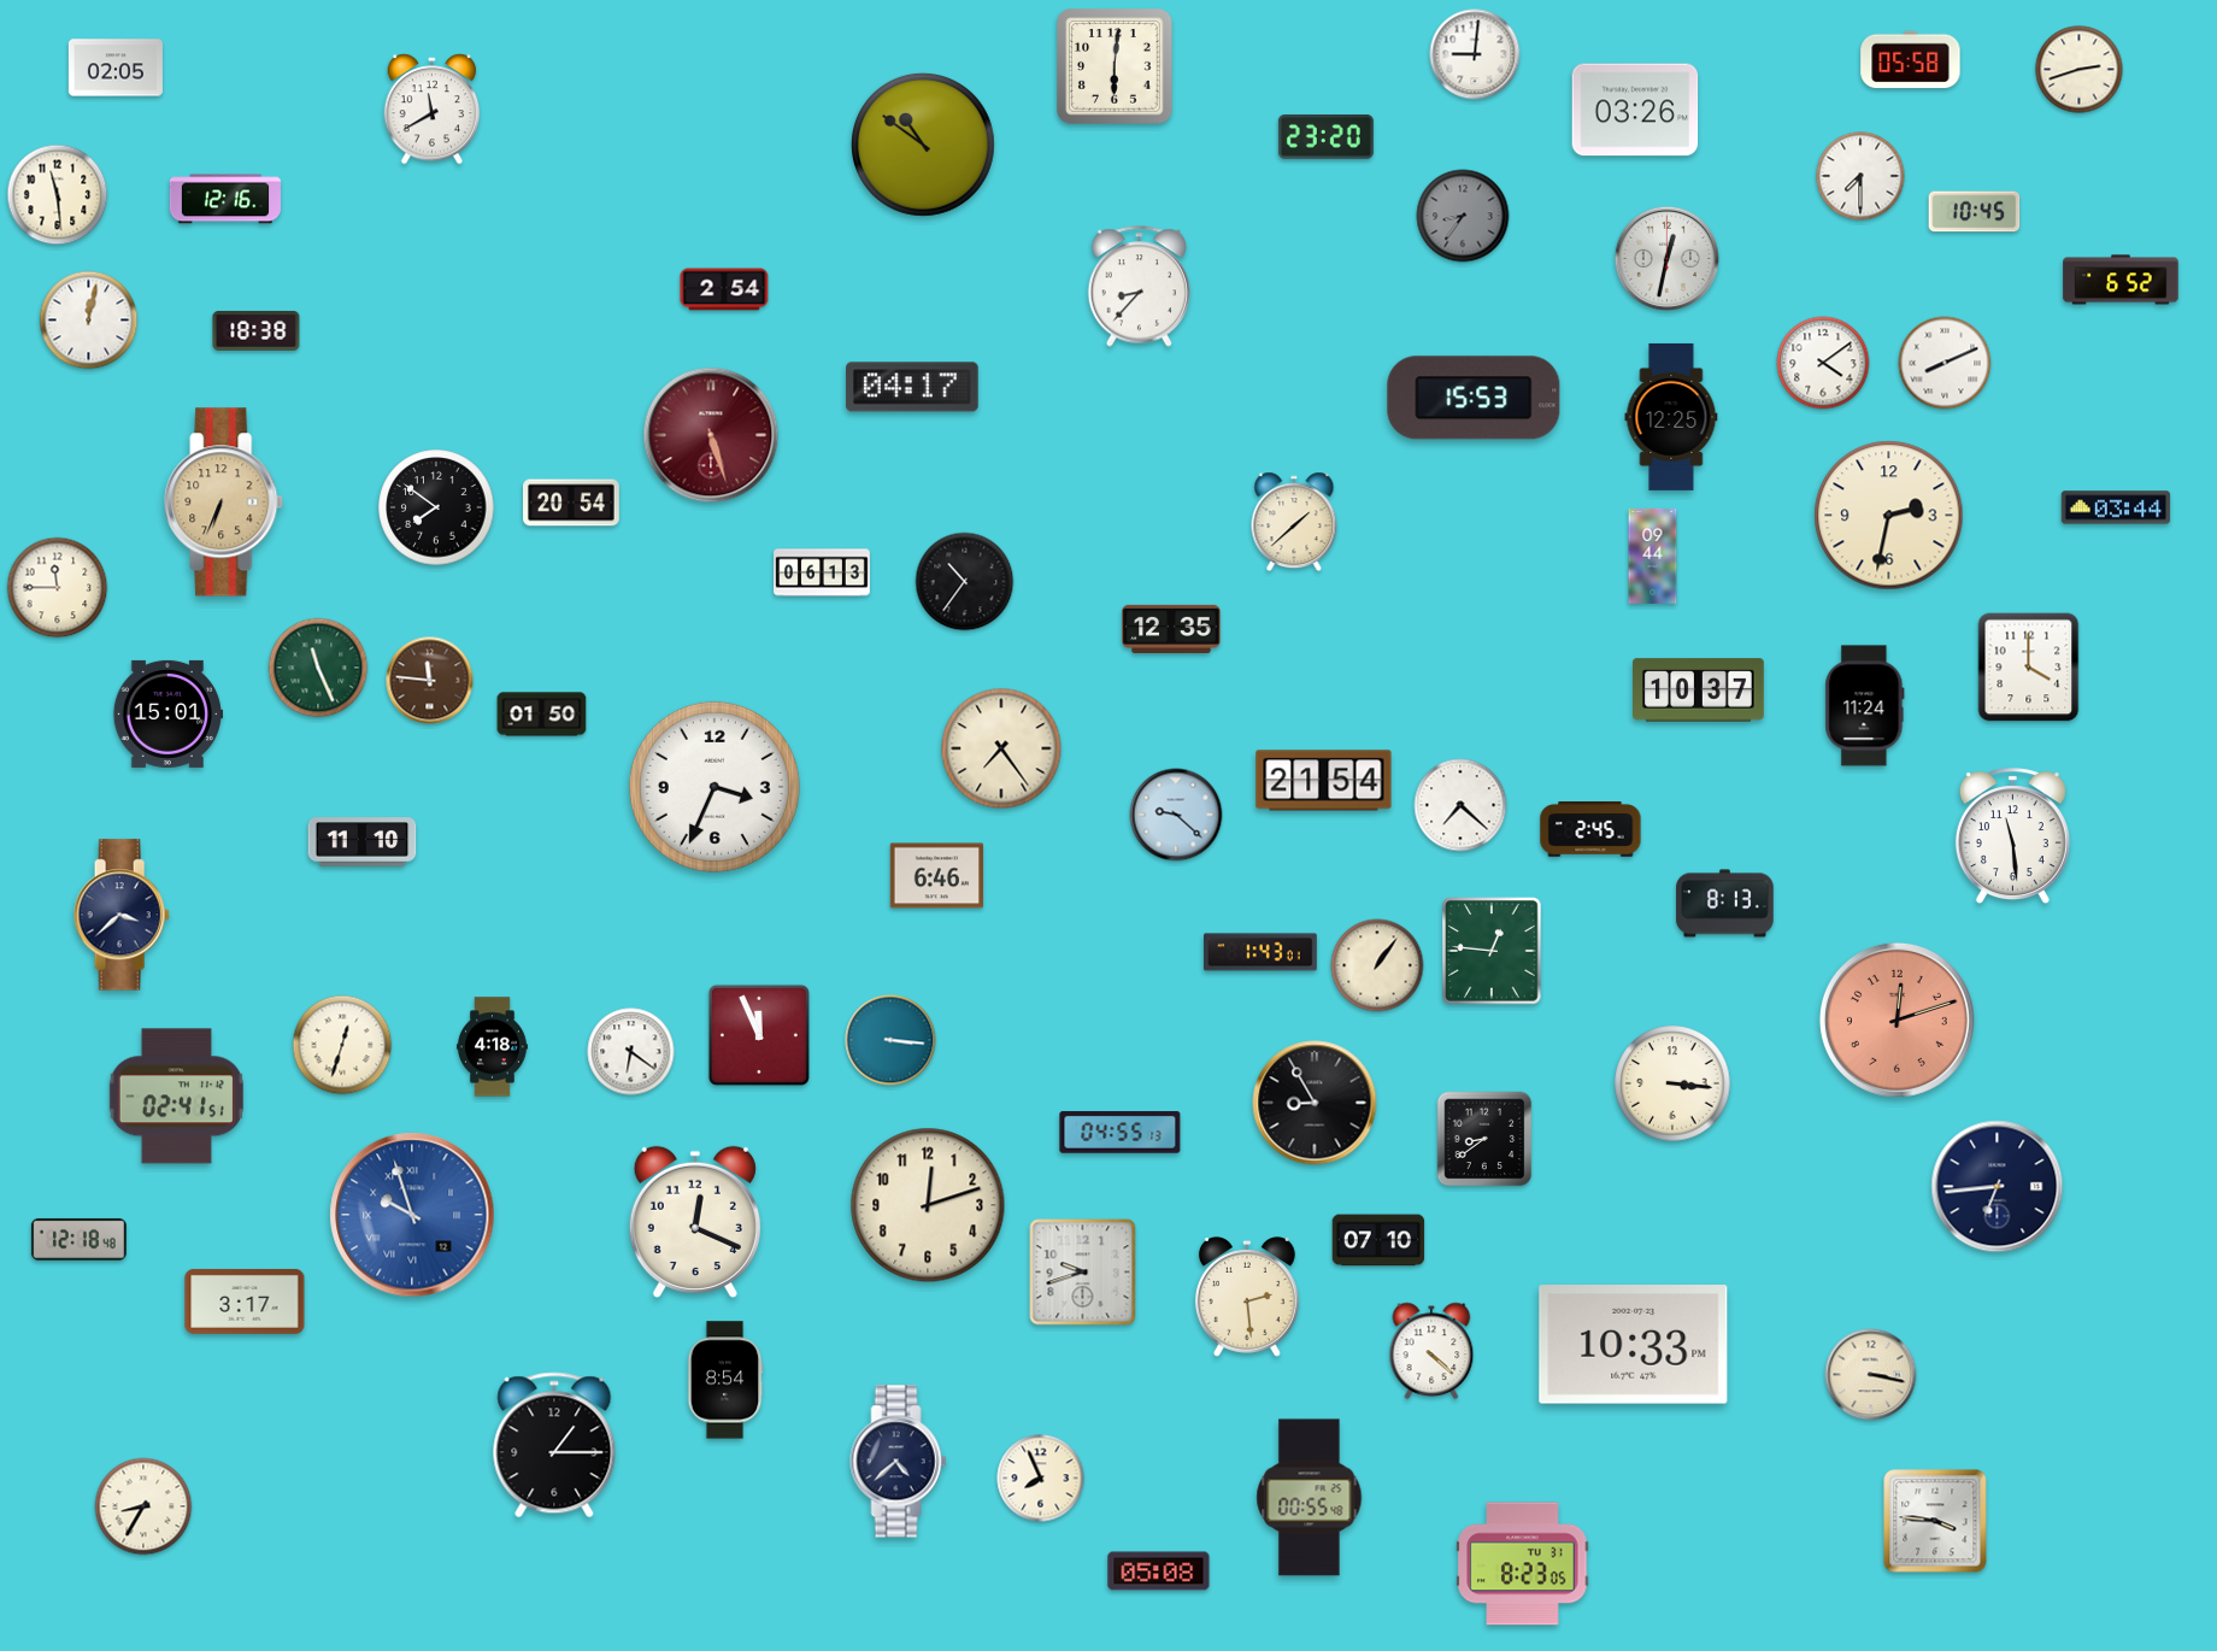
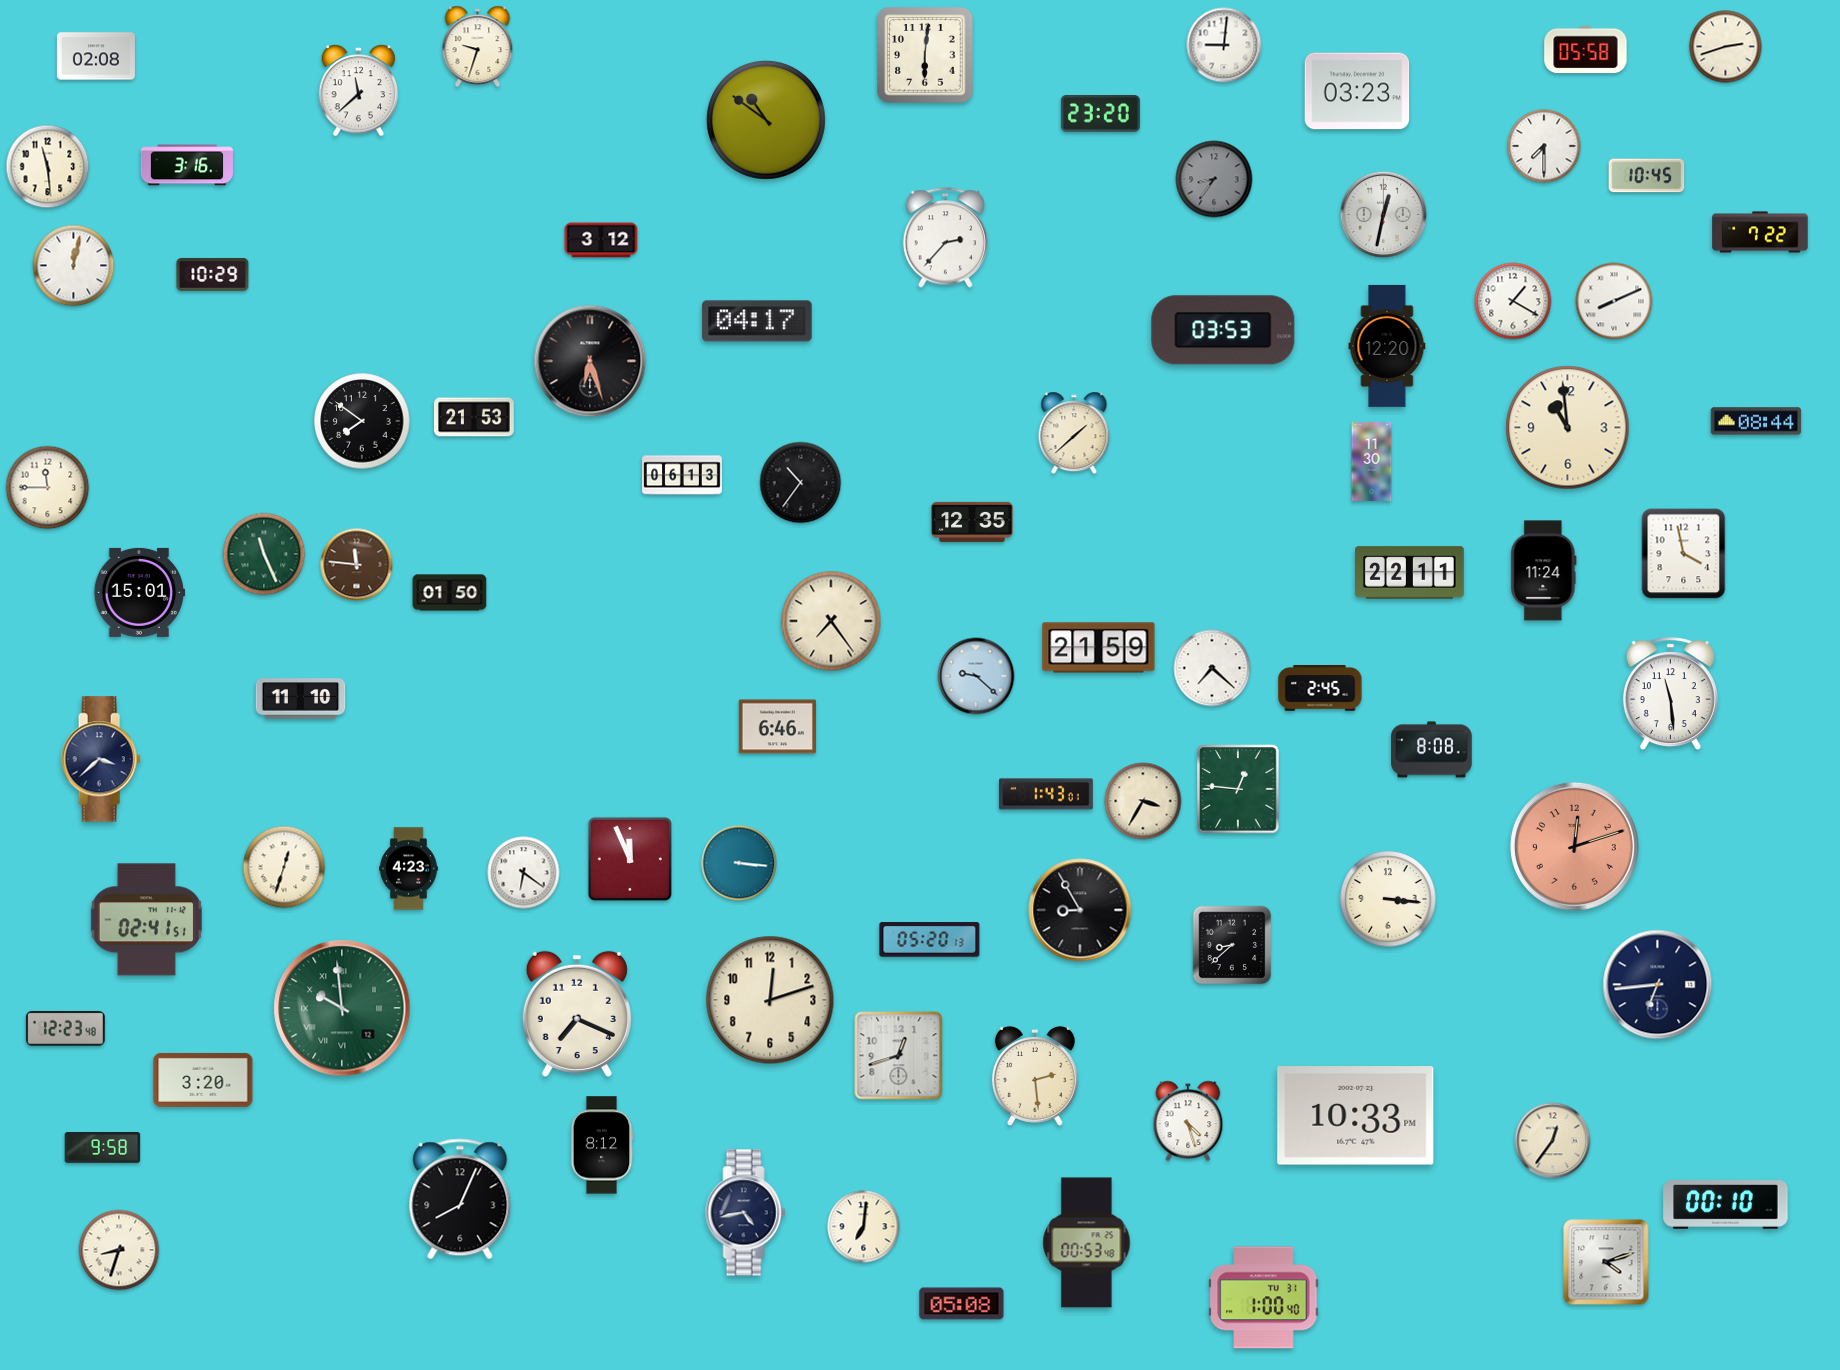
clock at (478, 47): none -> 9:33
clock at (116, 67): 02:05 -> 02:08
clock at (2080, 70) position: (2080, 70) -> (1726, 47)
clock at (433, 110): 11:40 -> 11:38
clock at (1635, 110): 03:26 -> 03:23
clock at (58, 195) position: (58, 195) -> (48, 167)
clock at (225, 199): 12:16 -> 3:16
clock at (1975, 212) position: (1975, 212) -> (1647, 176)
clock at (2121, 280): 6:52 -> 7:22
clock at (1139, 287): 8:37 -> 2:37
clock at (724, 289): 2:54 -> 3:12
clock at (257, 330): 18:38 -> 10:29
clock at (1823, 363): 4:09 -> 1:20
clock at (1474, 398): 15:53 -> 03:53
clock at (1671, 417): 12:25 -> 12:20
clock at (711, 435): 5:27 -> 6:27
clock at (711, 435) dial: burgundy -> black
clock at (224, 503): 6:34 -> none
clock at (572, 503): 20:54 -> 21:53
clock at (2116, 507): 03:44 -> 08:44
clock at (1889, 516): 2:32 -> 10:59
clock at (1653, 556): 09:44 -> 11:30
clock at (2029, 668): 4:00 -> 3:58
clock at (1699, 691): 10:37 -> 22:11
clock at (1865, 706) position: (1865, 706) -> (1544, 571)
clock at (1324, 781): 21:54 -> 21:59
clock at (715, 787): 3:34 -> none
clock at (1725, 904): 8:13 -> 8:08
clock at (1260, 952) position: (1260, 952) -> (1046, 794)
clock at (1377, 965): 1:06 -> 3:35
clock at (493, 1047): 4:18 -> 4:23
clock at (176, 1097) position: (176, 1097) -> (146, 920)
clock at (1315, 1103) position: (1315, 1103) -> (1080, 910)
clock at (1121, 1133): 04:55 -> 05:20
clock at (1484, 1139): 8:39 -> 8:38
clock at (412, 1215): 9:57 -> 9:59
clock at (412, 1215) dial: blue -> green
clock at (695, 1222): 12:19 -> 7:19
clock at (78, 1239): 12:18 -> 12:23
clock at (1378, 1240): 07:10 -> none
clock at (1083, 1273): 9:42 -> 12:42
clock at (245, 1302): 3:17 -> 3:20
clock at (1431, 1351): 4:22 -> 4:27
clock at (1871, 1375): 3:17 -> 12:36
clock at (725, 1380): 8:54 -> 8:12
clock at (103, 1148): none -> 9:58
clock at (554, 1445): 1:15 -> 8:04
clock at (1726, 1205): none -> 00:10
clock at (899, 1462): 4:38 -> 4:43
clock at (1041, 1479): 7:56 -> 7:01
clock at (1310, 1498): 00:55 -> 00:53
clock at (143, 1506): 8:35 -> 8:33
clock at (1935, 1521): 3:46 -> 4:12
clock at (1523, 1564): 8:23 -> 1:00
